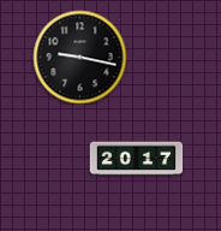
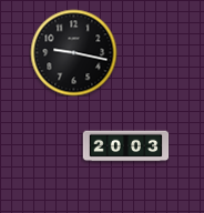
clock at (136, 159): 20:17 -> 20:03
